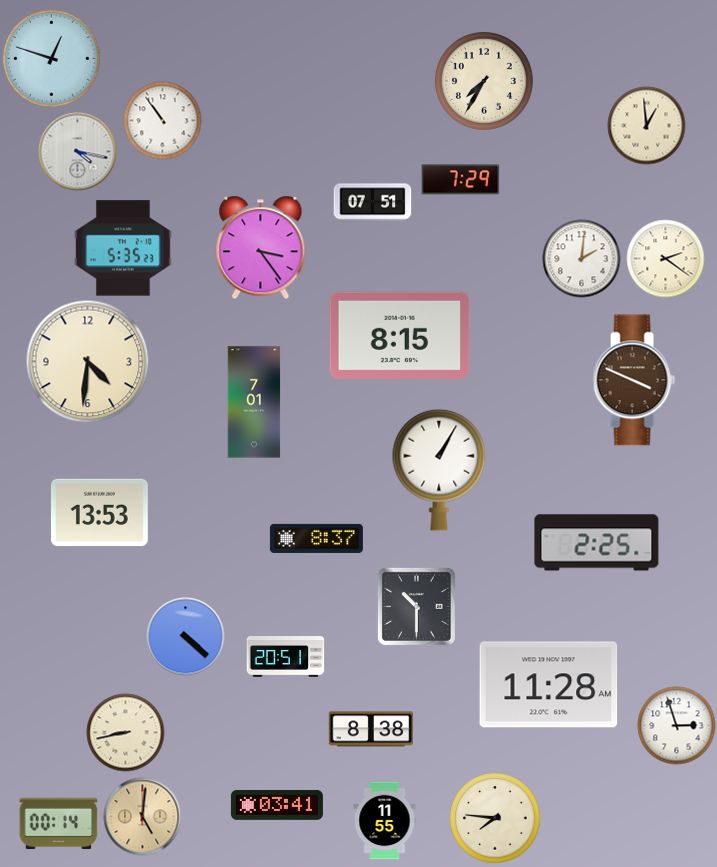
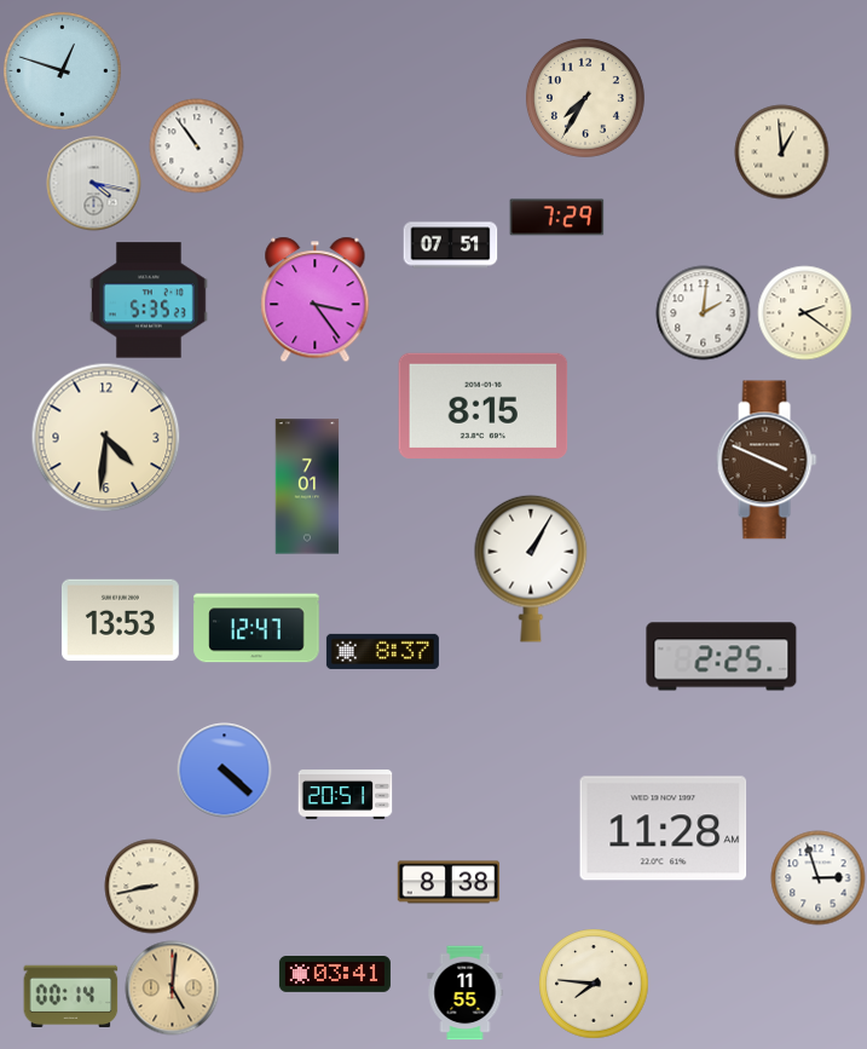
clock at (256, 628): none -> 12:47
clock at (416, 606): 10:30 -> none
clock at (495, 818) position: (495, 818) -> (594, 984)
